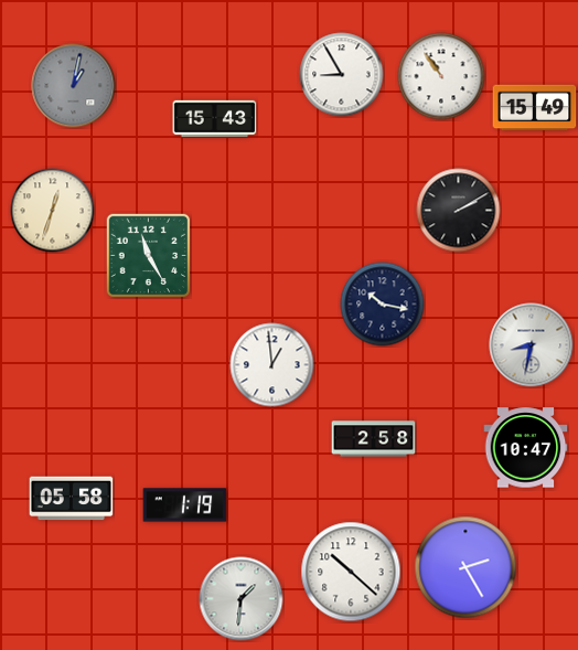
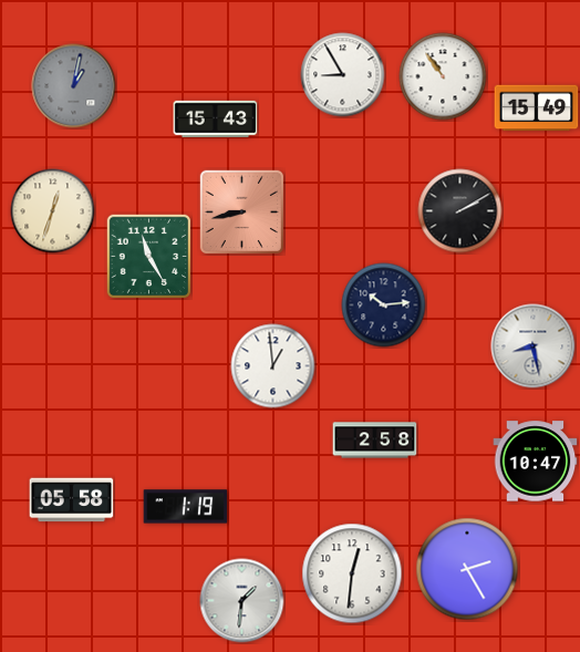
clock at (241, 211): none -> 8:43
clock at (383, 305): 10:17 -> 10:14
clock at (532, 345): 8:32 -> 8:28
clock at (526, 448) position: (526, 448) -> (536, 462)
clock at (351, 572): 10:22 -> 12:31
